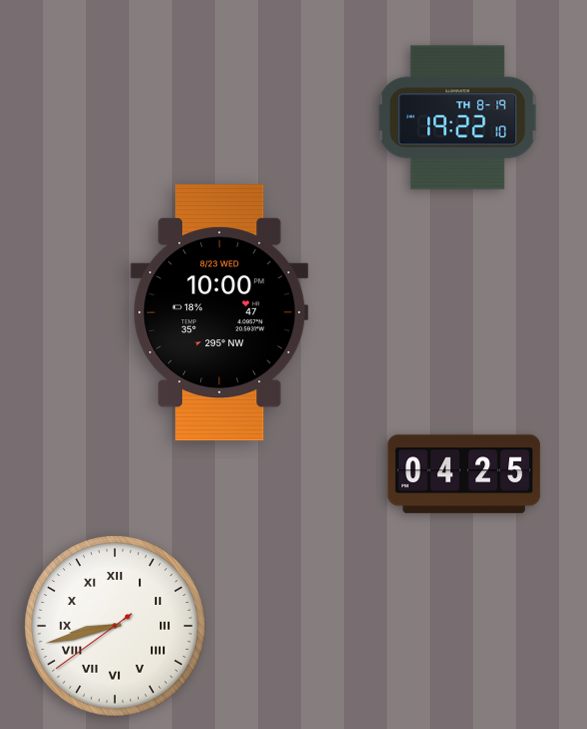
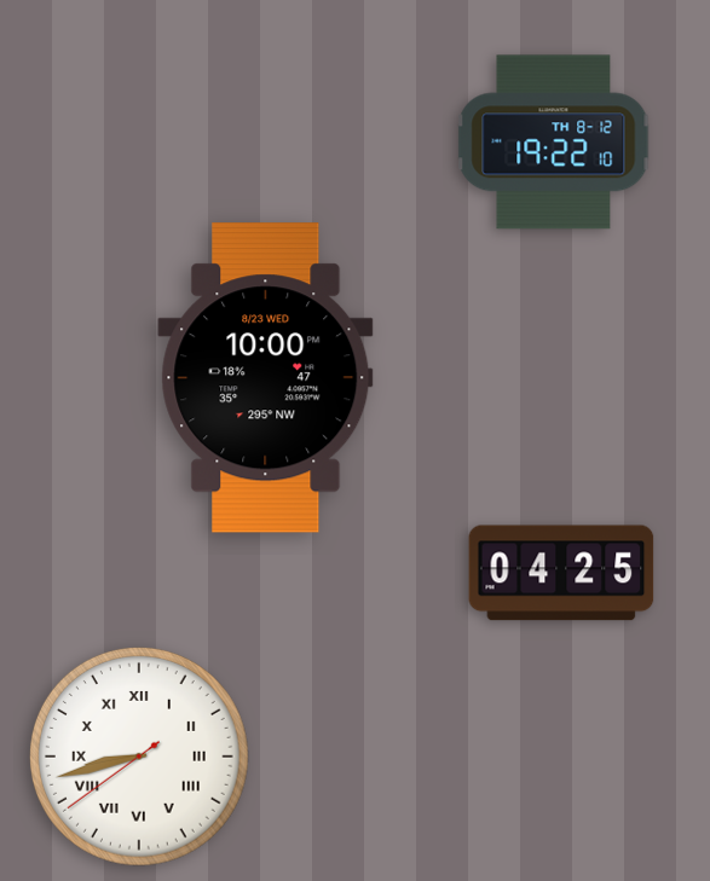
clock at (458, 118) date: TH 8-19 -> TH 8-12
